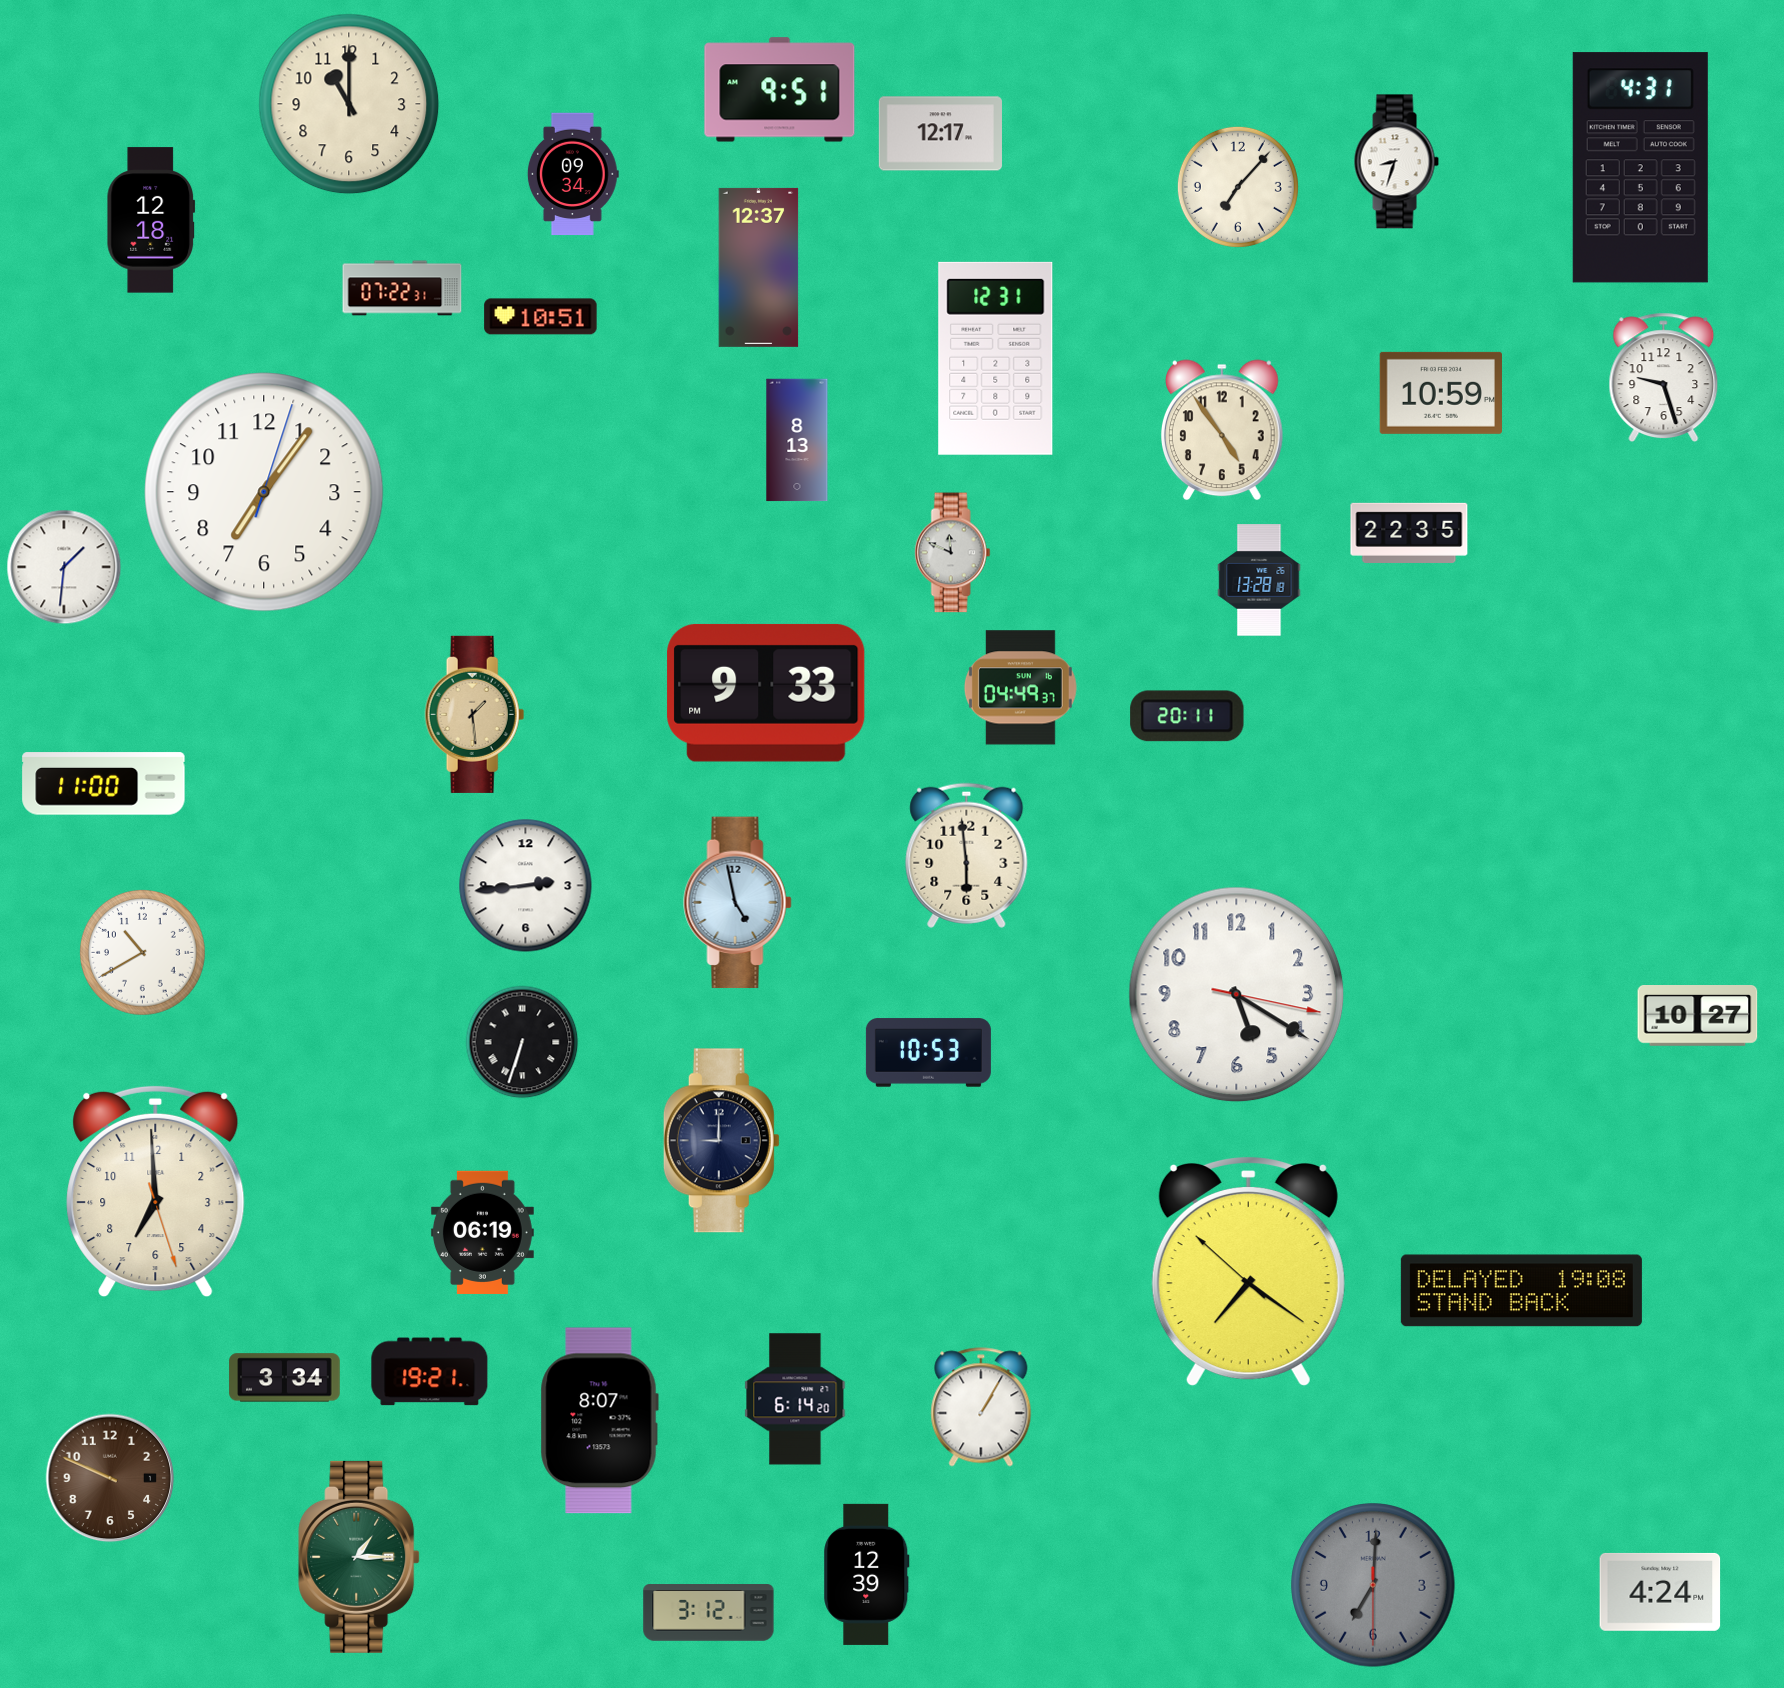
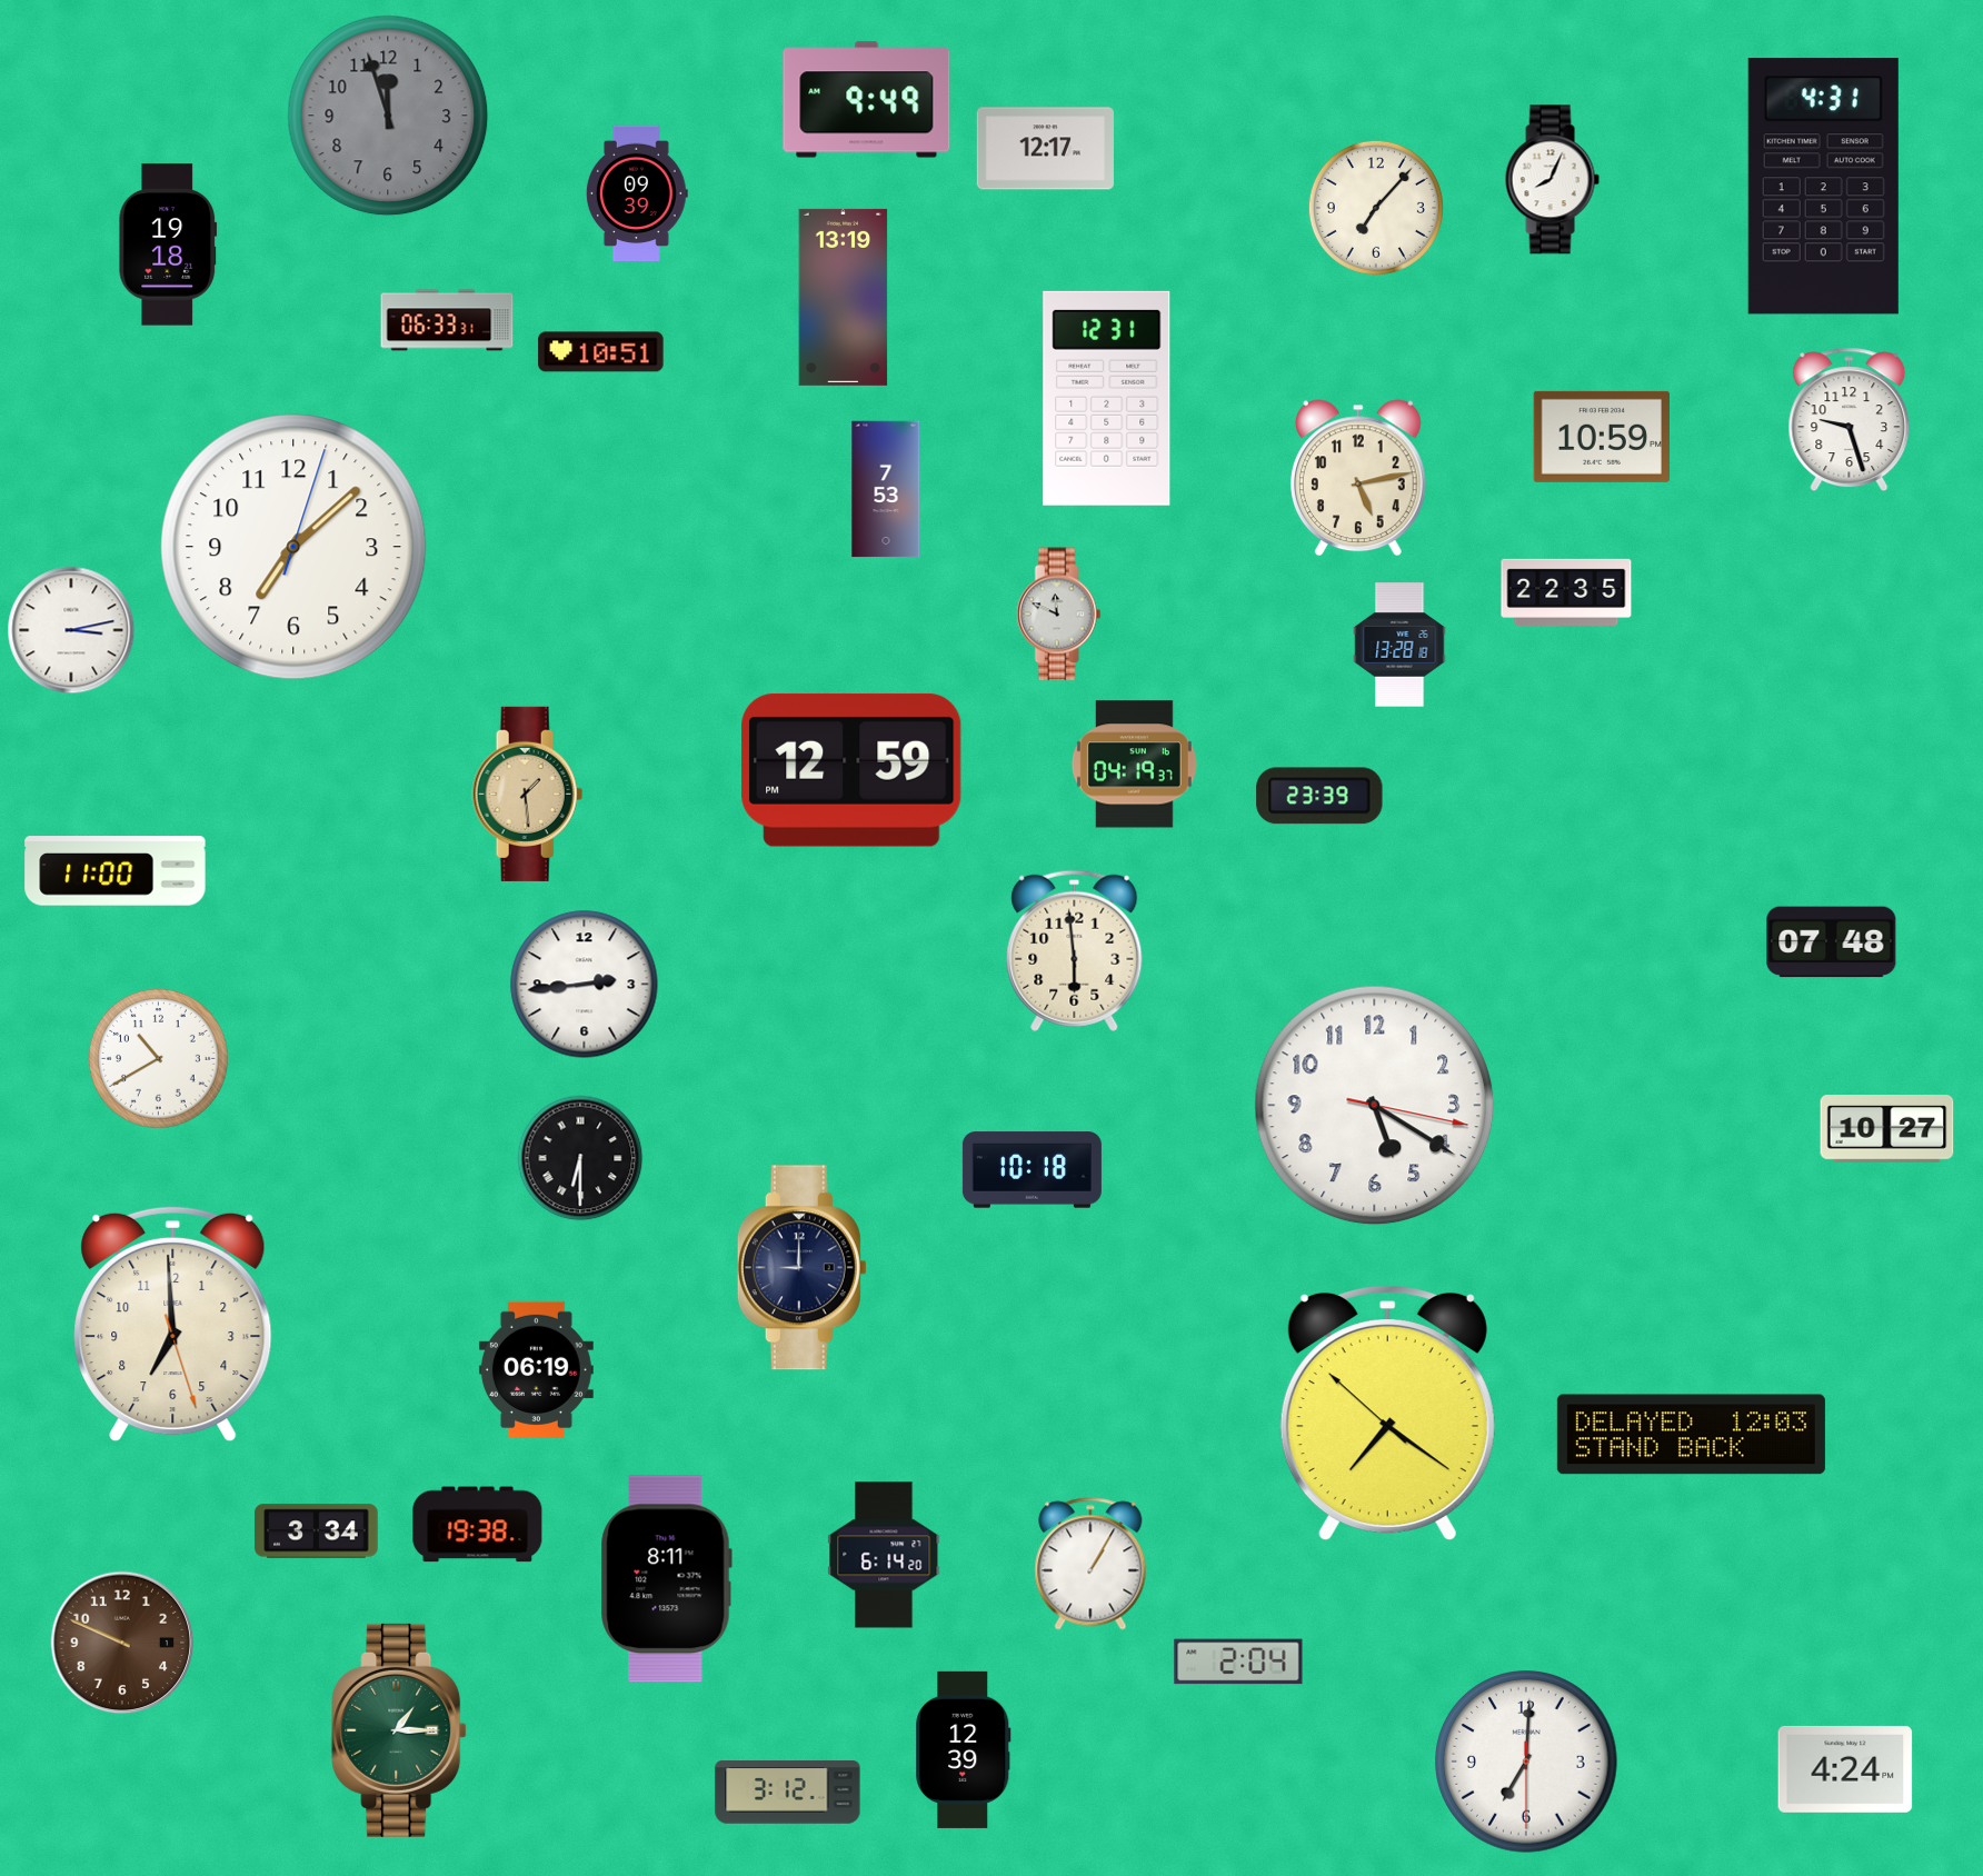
clock at (780, 90): 9:51 -> 9:49
clock at (349, 104): 11:00 -> 11:57
clock at (349, 104) dial: cream -> grey
clock at (1396, 162): 8:33 -> 8:04
clock at (573, 174): 09:34 -> 09:39
clock at (151, 220): 12:18 -> 19:18
clock at (759, 267): 12:37 -> 13:19
clock at (402, 288): 07:22 -> 06:33
clock at (1222, 430): 4:54 -> 5:13
clock at (797, 440): 8:13 -> 7:53
clock at (264, 492): 7:06 -> 7:08
clock at (64, 567): 1:31 -> 3:13
clock at (1020, 688): 04:49 -> 04:19
clock at (766, 693): 9:33 -> 12:59
clock at (1187, 716): 20:11 -> 23:39
clock at (1832, 942): none -> 07:48
clock at (738, 903): 4:58 -> none
clock at (522, 1042): 6:33 -> 6:30
clock at (928, 1053): 10:53 -> 10:18
clock at (1521, 1291): 19:08 -> 12:03
clock at (430, 1372): 19:21 -> 19:38
clock at (599, 1421): 8:07 -> 8:11
clock at (1238, 1662): none -> 2:04
clock at (1373, 1585) dial: grey -> white
